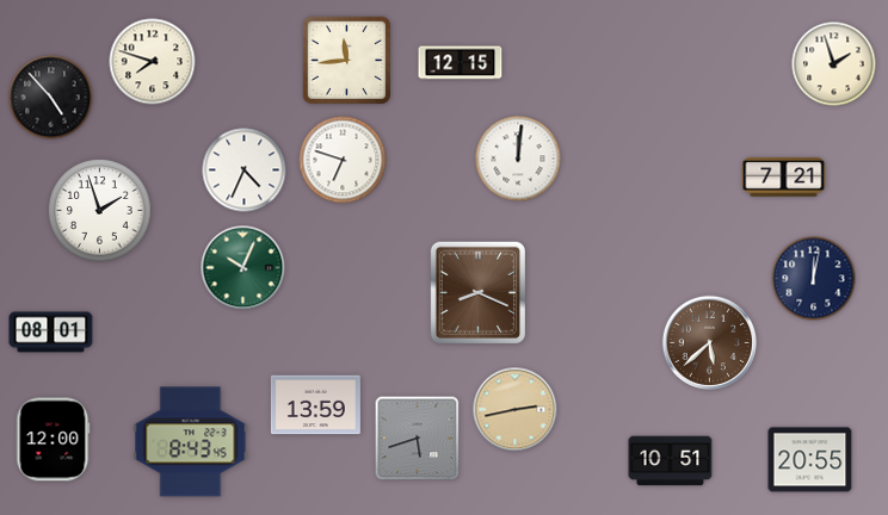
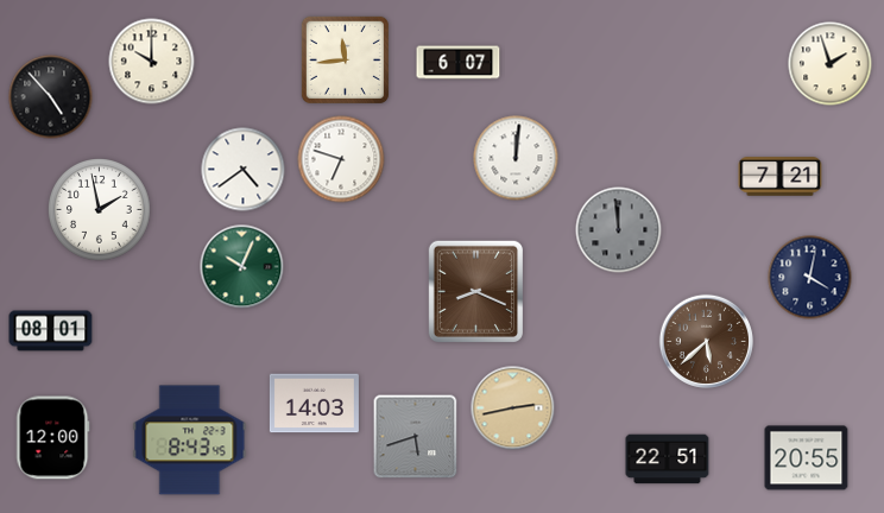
clock at (153, 62): 7:48 -> 10:00
clock at (461, 63): 12:15 -> 6:07
clock at (245, 170): 4:34 -> 4:39
clock at (100, 211): 1:57 -> 1:58
clock at (619, 230): none -> 11:59
clock at (814, 279): 12:02 -> 4:02
clock at (315, 405): 13:59 -> 14:03
clock at (671, 461): 10:51 -> 22:51
